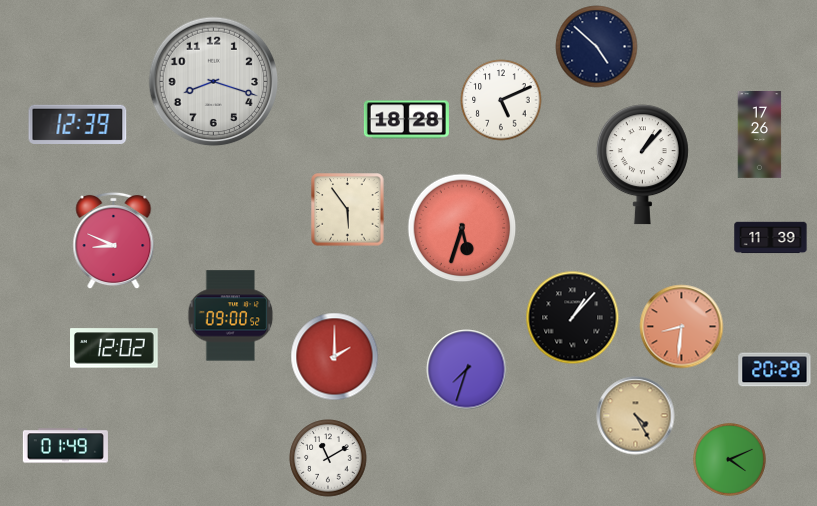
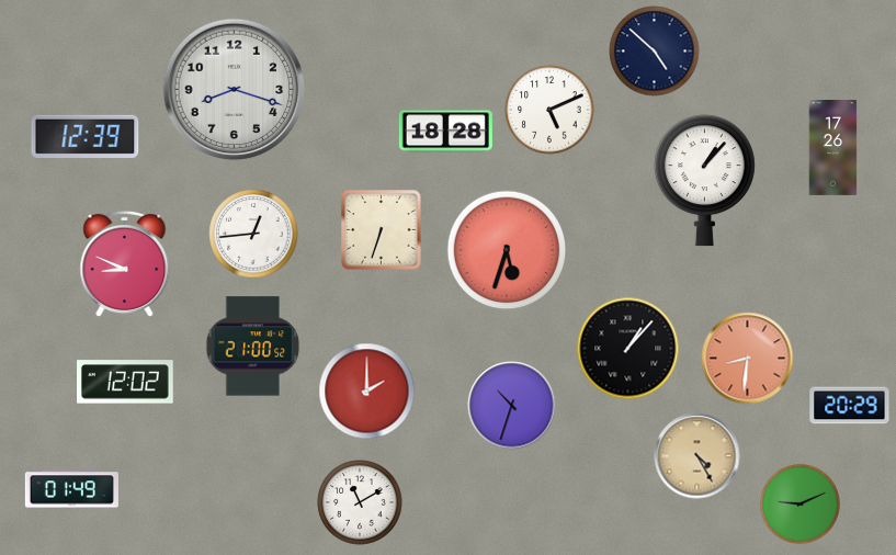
clock at (348, 210): 5:54 -> 6:33
clock at (253, 234): none -> 12:44
clock at (771, 238): 11:39 -> none
clock at (231, 316): 09:00 -> 21:00
clock at (467, 370): 7:33 -> 10:33
clock at (729, 459): 4:11 -> 9:11
